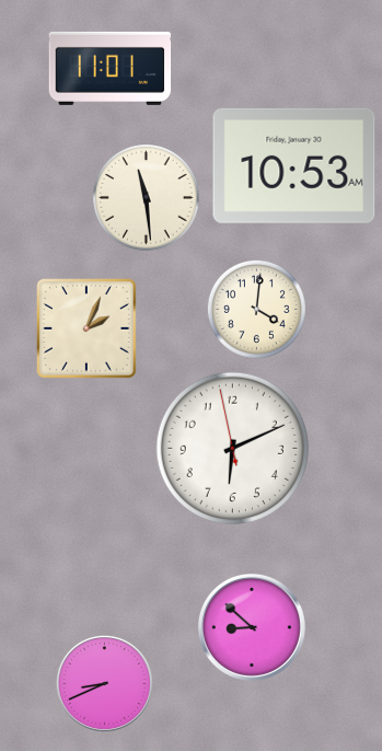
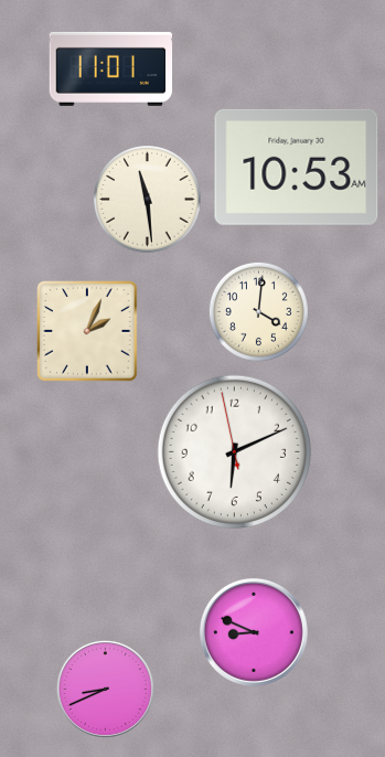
clock at (252, 627): 8:52 -> 8:49
